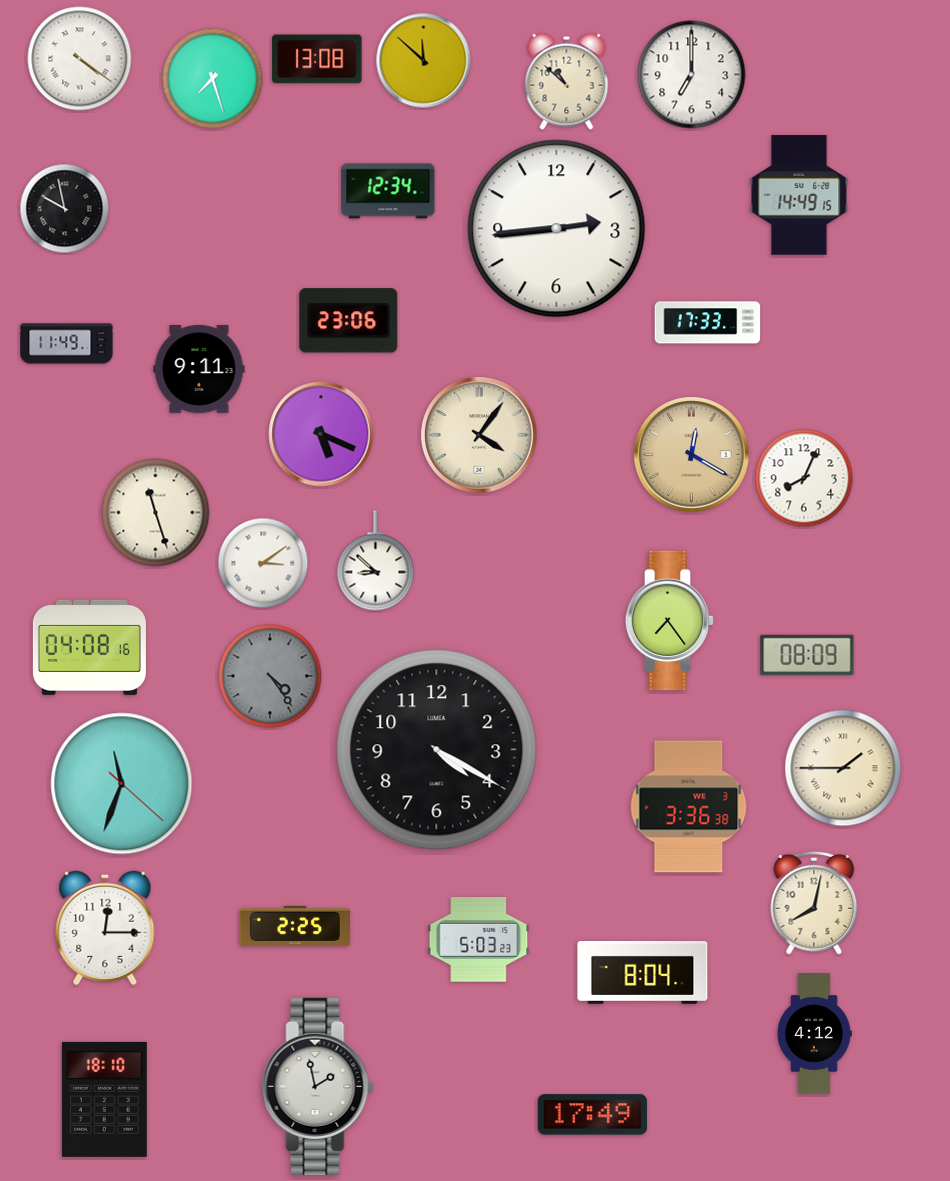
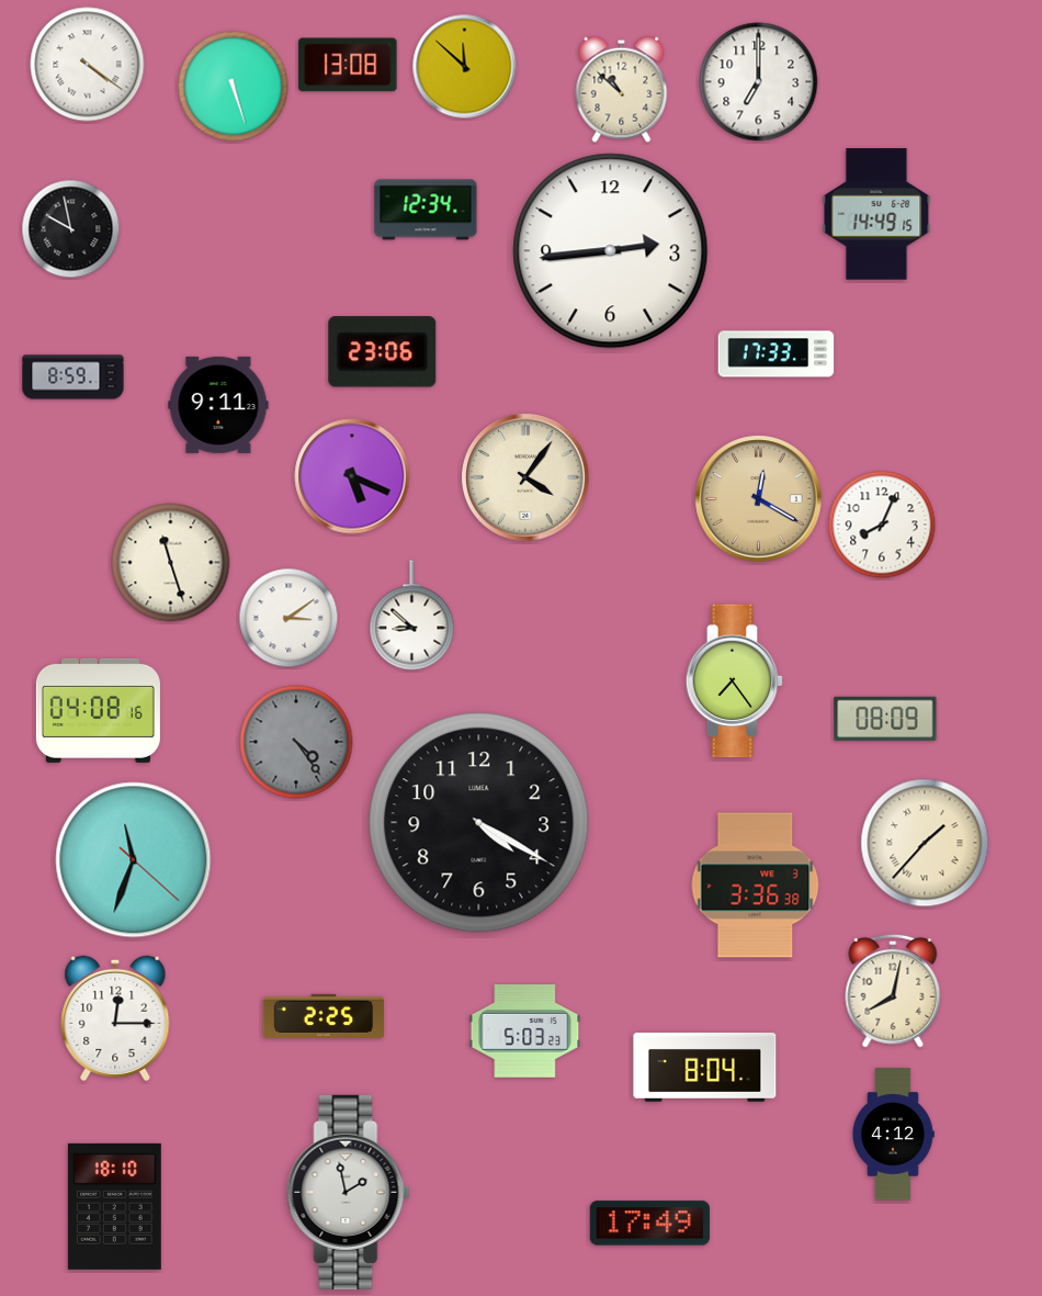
clock at (213, 79): 7:27 -> 5:27
clock at (67, 344): 11:49 -> 8:59
clock at (843, 768): 1:45 -> 1:37
